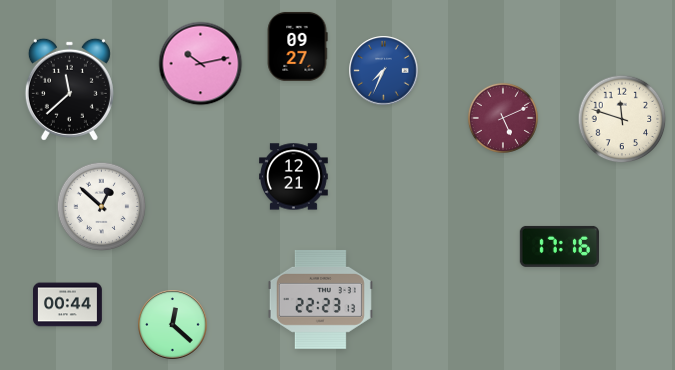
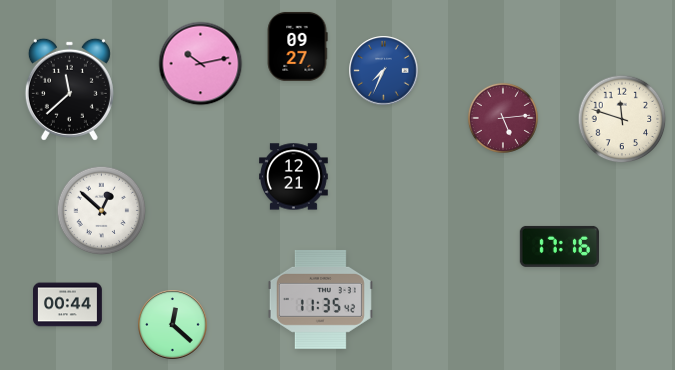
clock at (503, 118): 5:11 -> 5:14
clock at (102, 207) position: (102, 207) -> (102, 211)
clock at (320, 299): 22:23 -> 11:35
